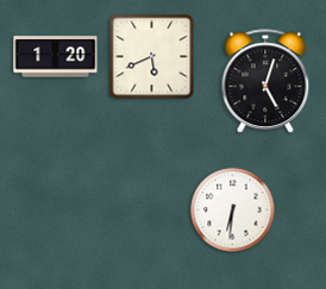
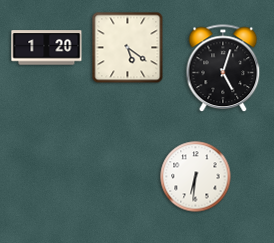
clock at (152, 57): 5:41 -> 5:21
